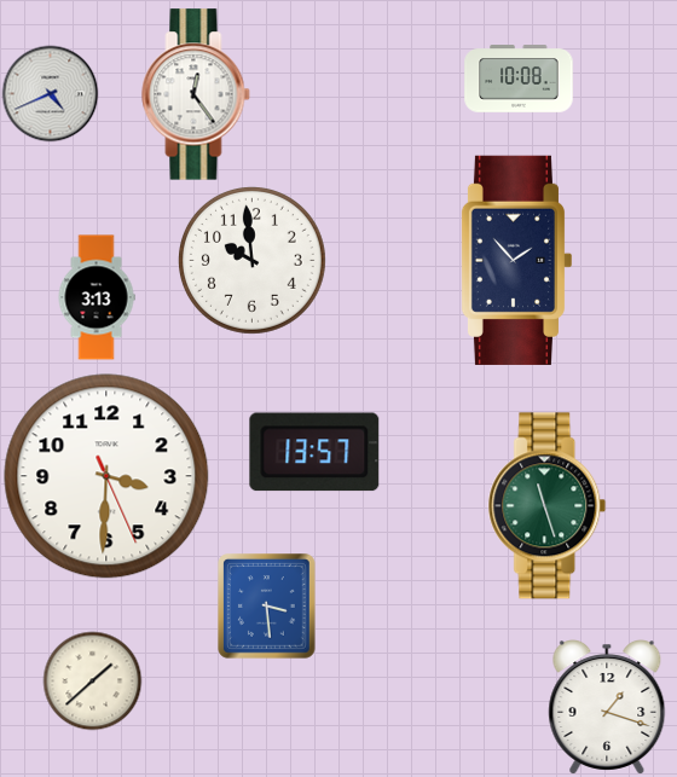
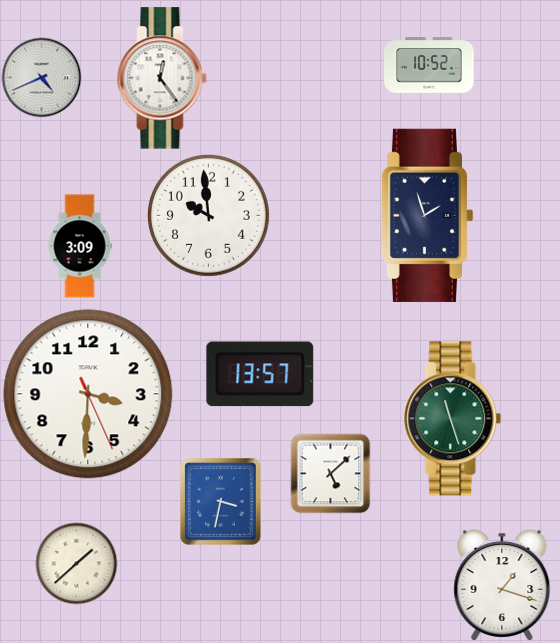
clock at (519, 79): 10:08 -> 10:52
clock at (516, 260): 1:53 -> 1:57
clock at (97, 297): 3:13 -> 3:09
clock at (330, 473): none -> 5:08
clock at (267, 607): 3:29 -> 3:32
